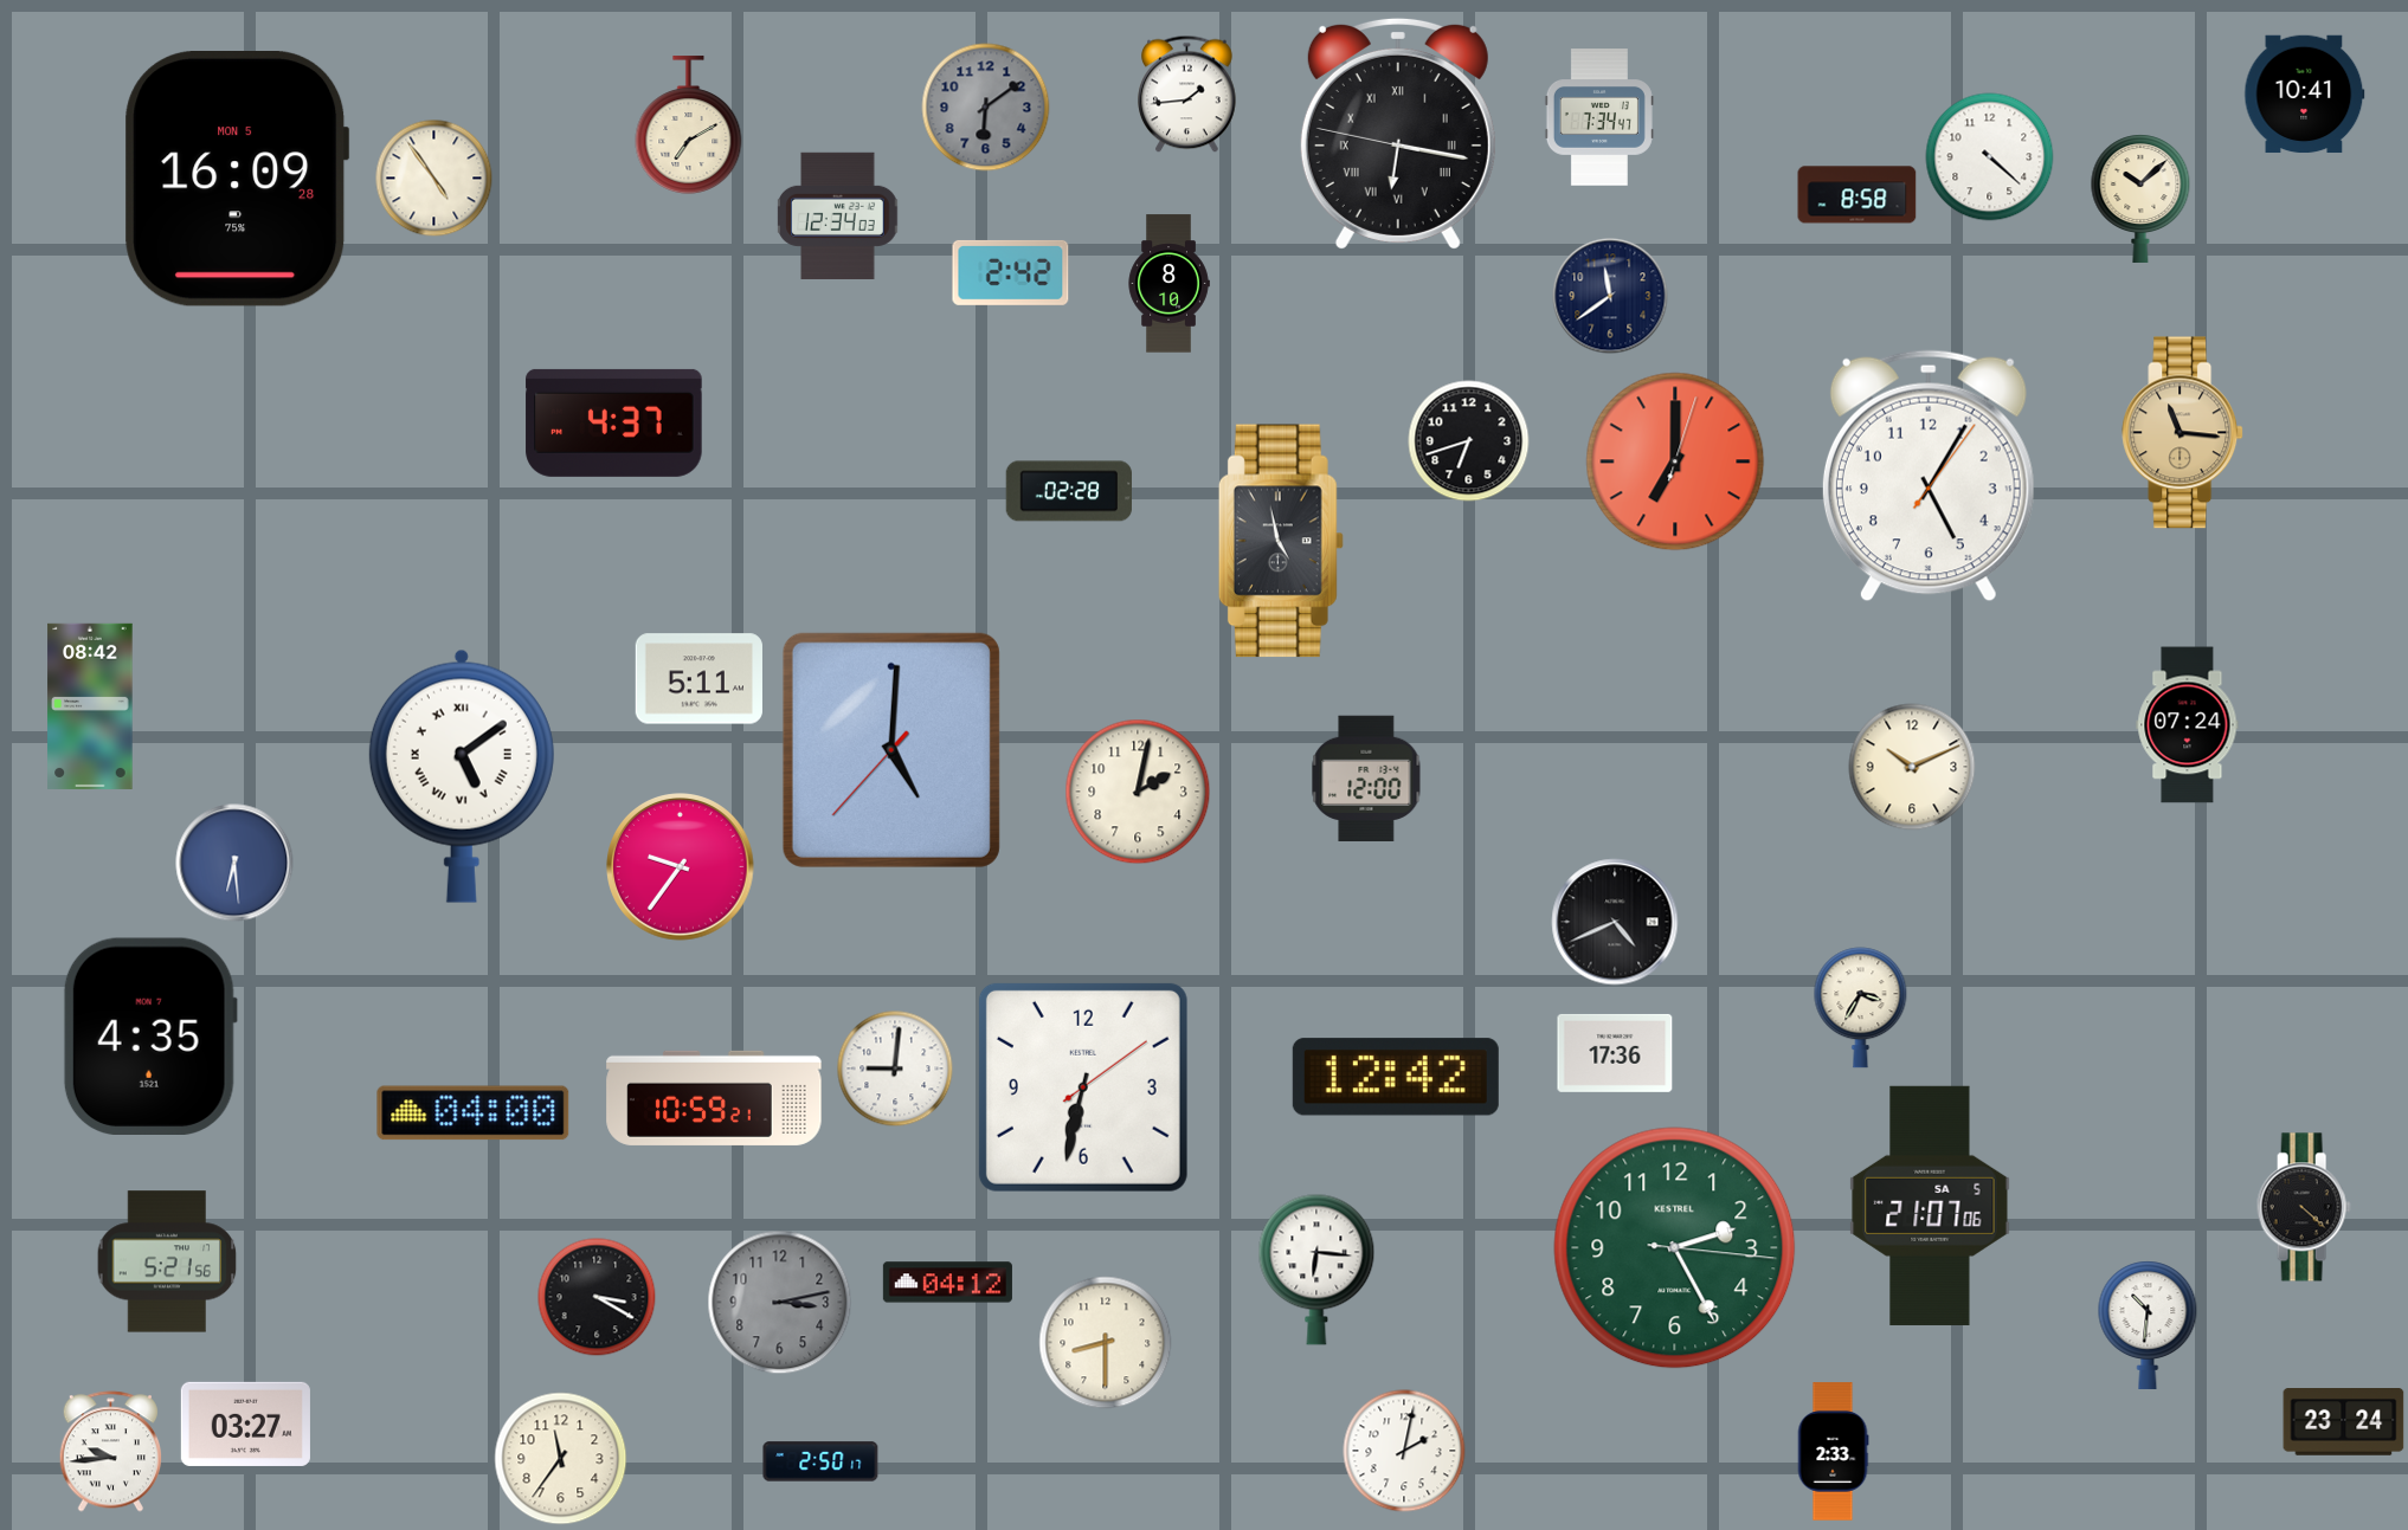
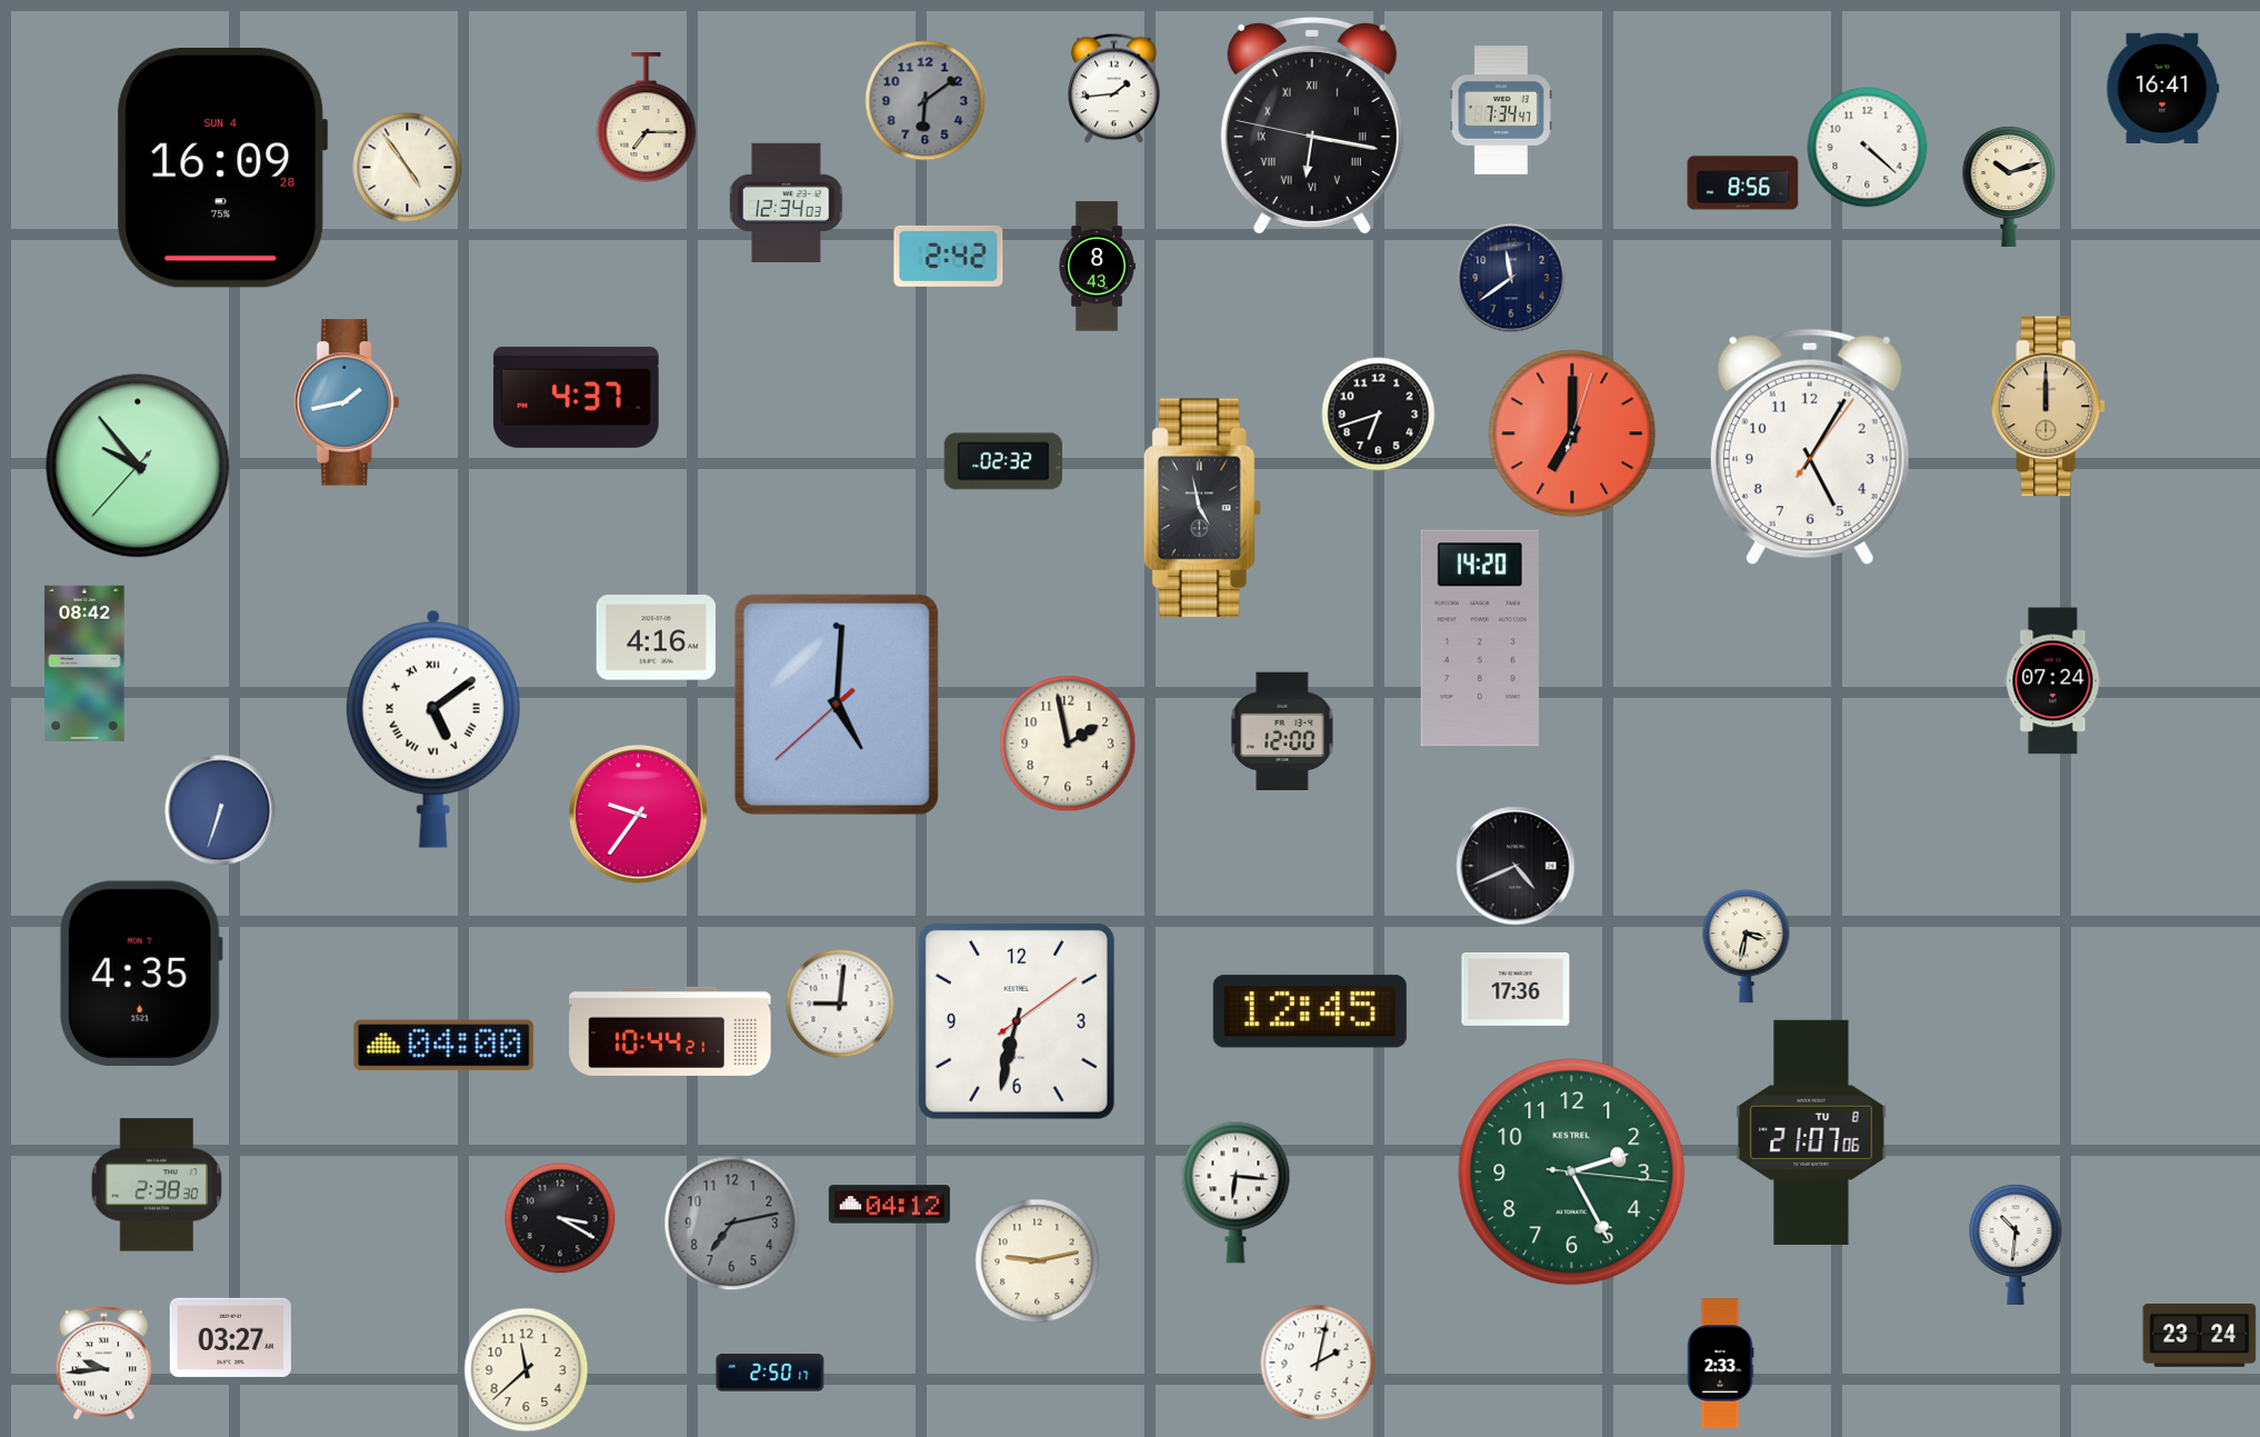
clock at (2305, 95): 10:41 -> 16:41
clock at (689, 125): 7:10 -> 7:15
clock at (237, 180) date: MON 5 -> SUN 4
clock at (1857, 195): 8:58 -> 8:56
clock at (2140, 199): 10:08 -> 10:12
clock at (1168, 284): 8:10 -> 8:43
clock at (347, 402): none -> 1:43
clock at (2183, 433): 11:16 -> 12:00
clock at (1069, 491): 02:28 -> 02:32
clock at (138, 466): none -> 9:53
clock at (698, 679): 5:11 -> 4:16
clock at (1480, 638): none -> 14:20
clock at (891, 750): 5:00:37 -> 5:00:38
clock at (1912, 767): 10:11 -> none
clock at (1138, 792): 2:02 -> 1:58
clock at (234, 863): 6:29 -> 6:33
clock at (1861, 1008): 3:35 -> 3:32
clock at (1396, 1077): 12:42 -> 12:45
clock at (714, 1098): 10:59 -> 10:44
clock at (1930, 1206) date: SA 5 -> TU 8
clock at (2304, 1207): 4:22 -> none
clock at (167, 1261): 5:21 -> 2:38
clock at (780, 1303): 3:13 -> 7:13
clock at (1106, 1343): 8:30 -> 9:13
clock at (561, 1459): 11:36 -> 11:38
